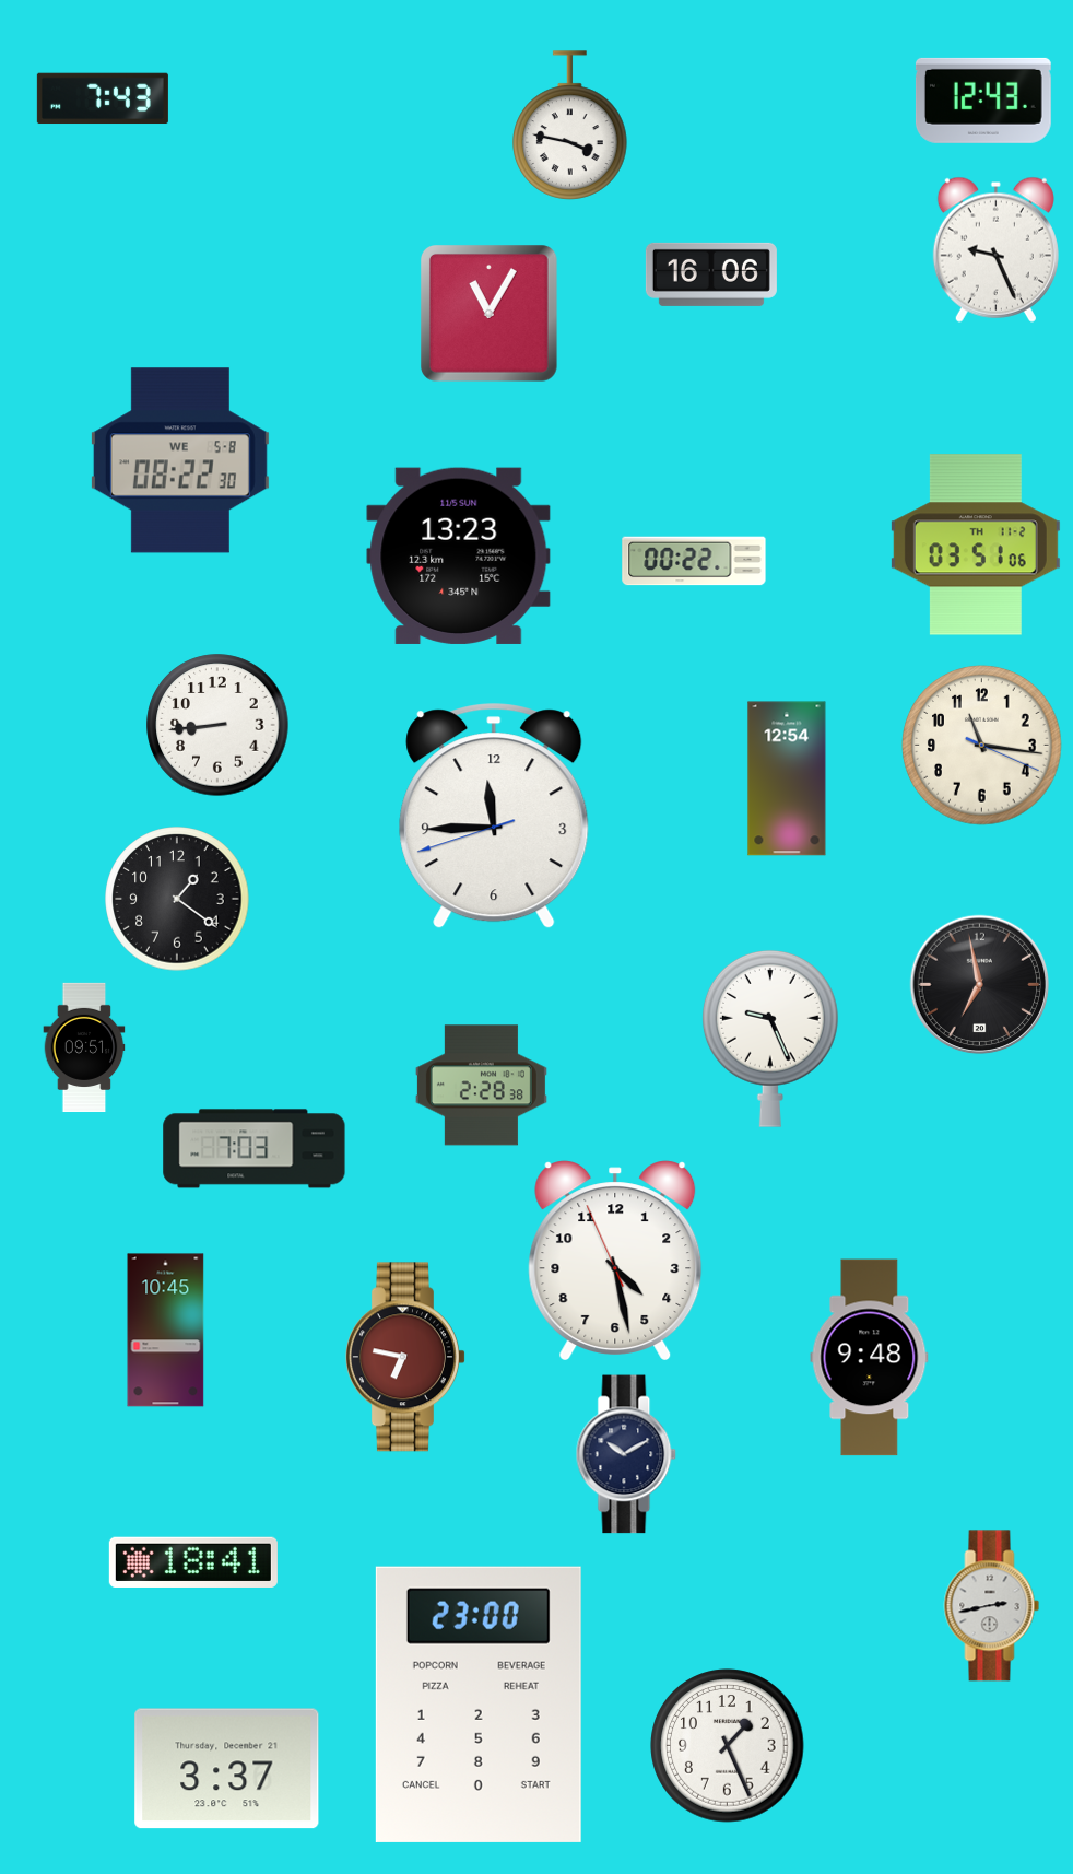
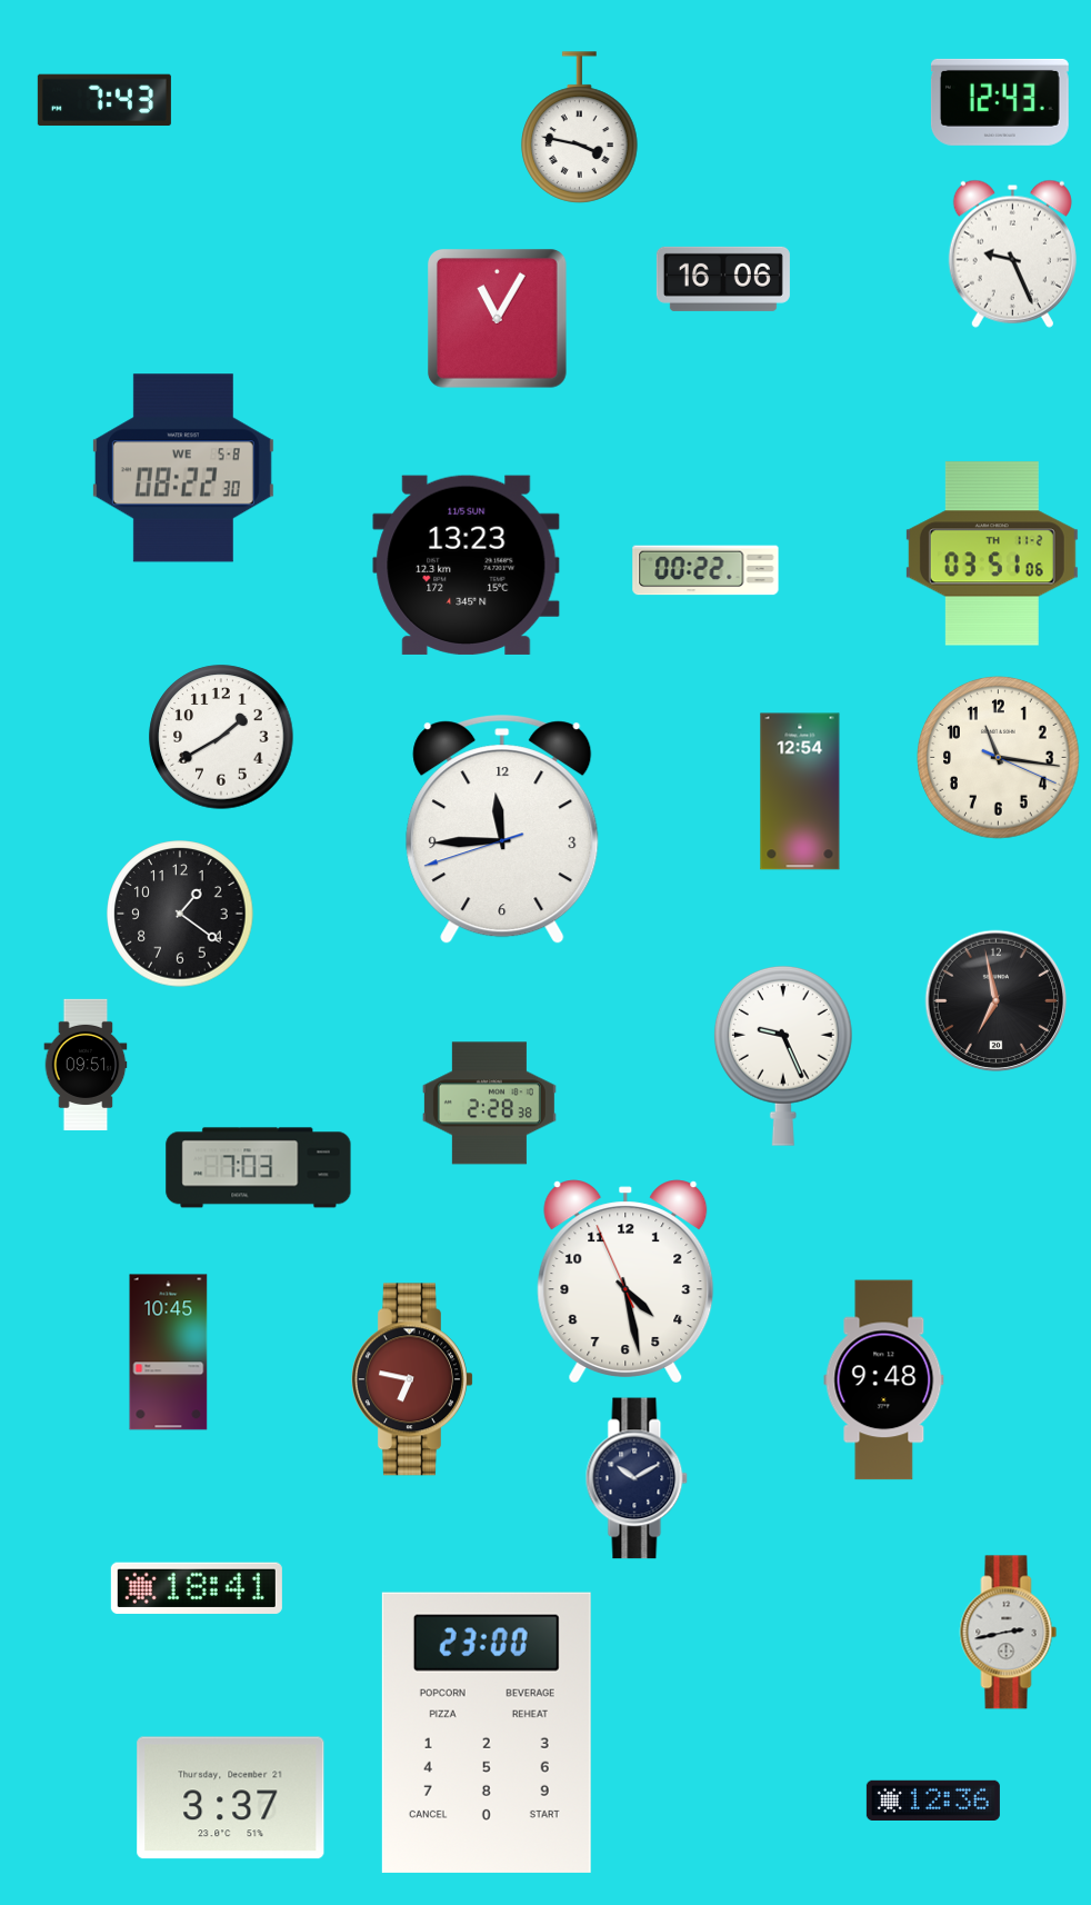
clock at (217, 725): 8:44 -> 1:40
clock at (728, 1746): 1:26 -> none
clock at (933, 1799): none -> 12:36
